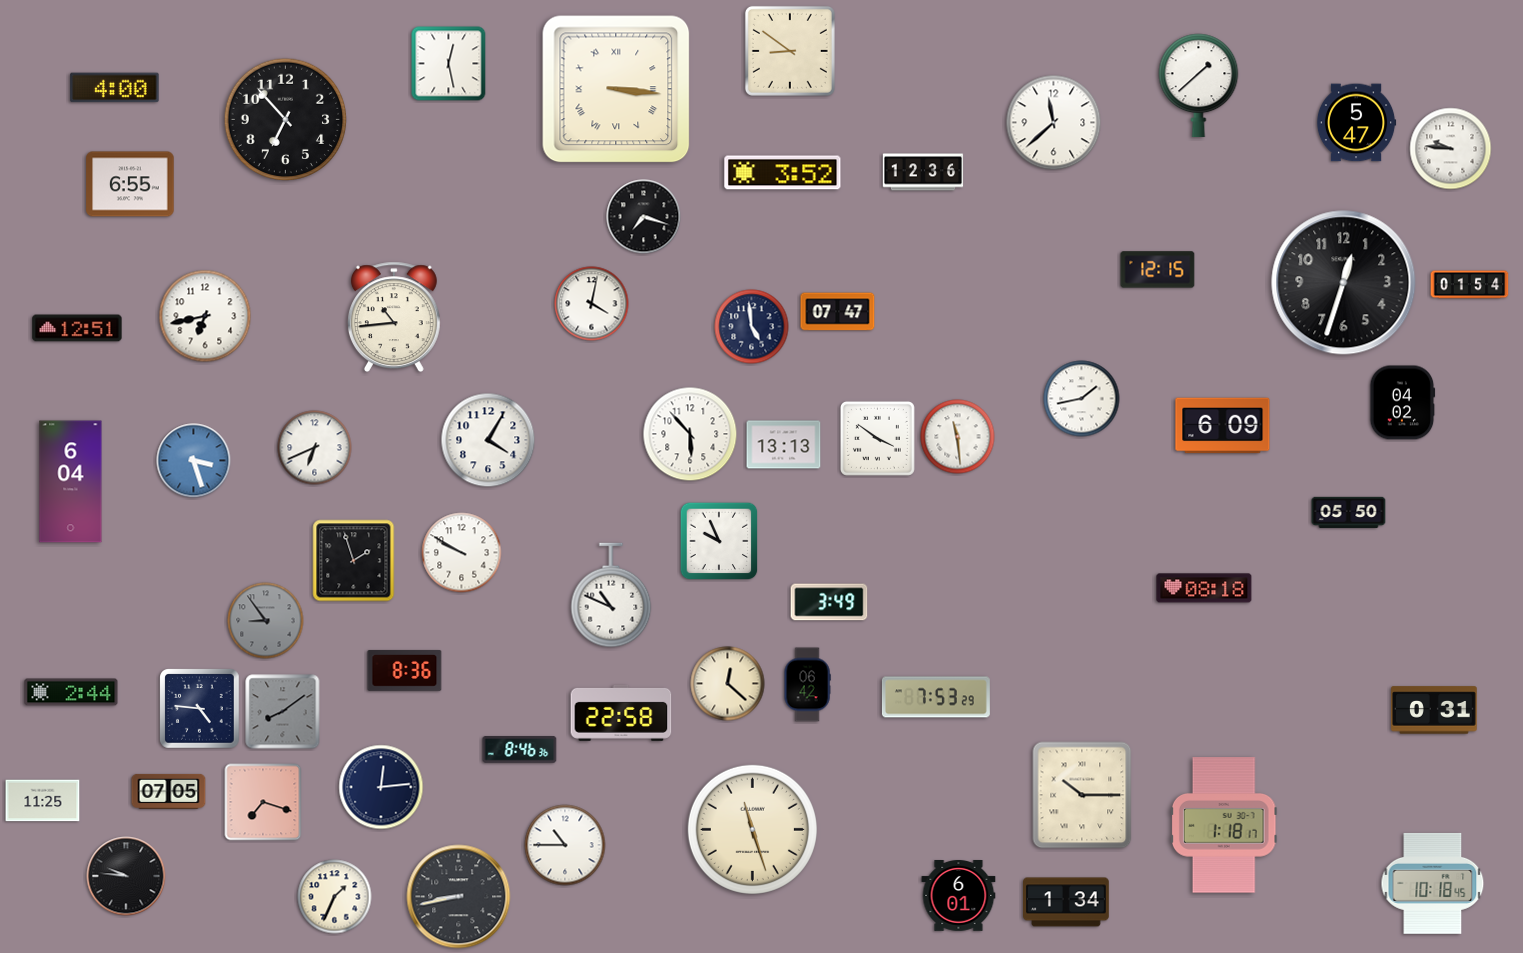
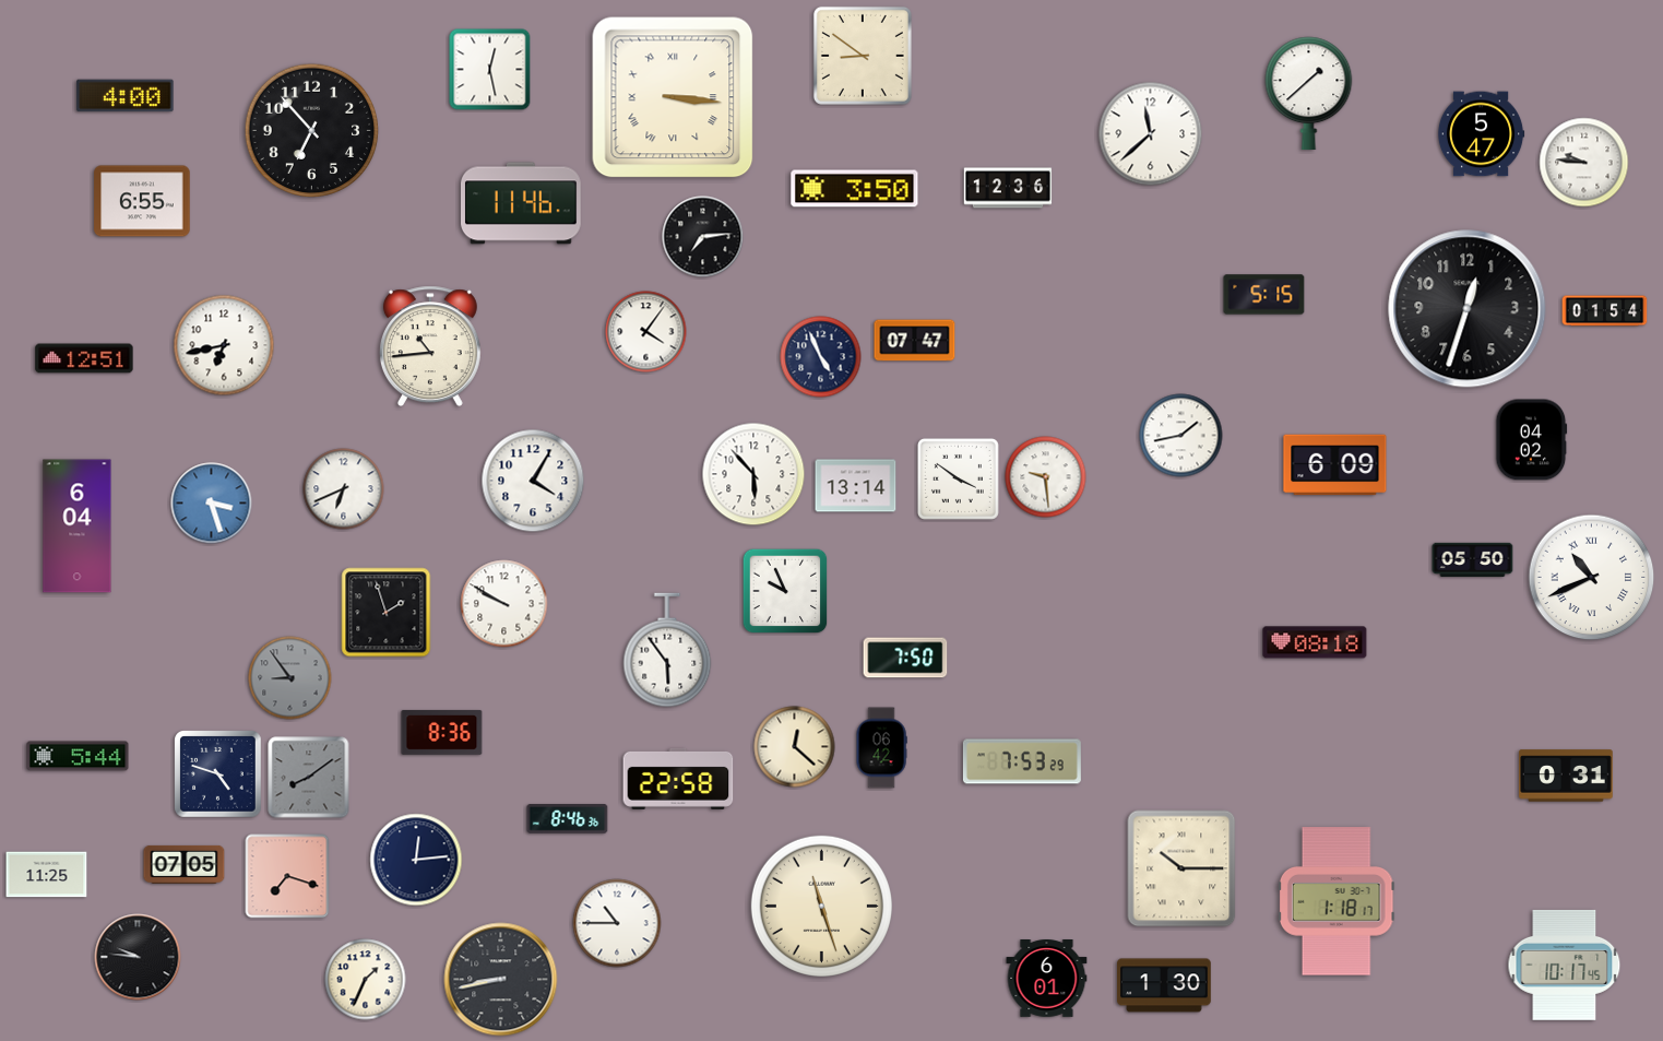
clock at (783, 173): 3:52 -> 3:50
clock at (522, 203): none -> 11:46
clock at (644, 217): 7:18 -> 7:14
clock at (1158, 270): 12:15 -> 5:15
clock at (592, 304): 4:02 -> 4:06
clock at (752, 327): 4:59 -> 4:56
clock at (958, 437): 11:29 -> 9:29
clock at (784, 445): 13:13 -> 13:14
clock at (1592, 578): none -> 10:41
clock at (611, 595): 10:49 -> 5:54
clock at (829, 602): 3:49 -> 7:50
clock at (71, 692): 2:44 -> 5:44
clock at (200, 709): 4:46 -> 4:48
clock at (1433, 883): 10:18 -> 10:17
clock at (1066, 902): 1:34 -> 1:30
